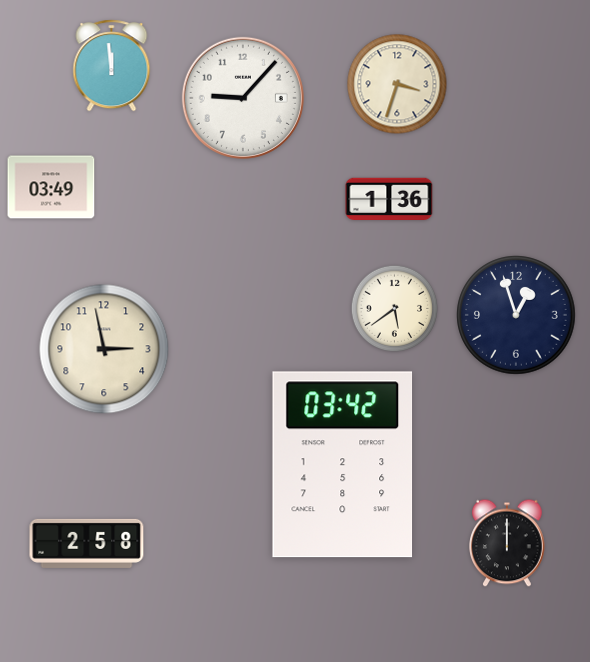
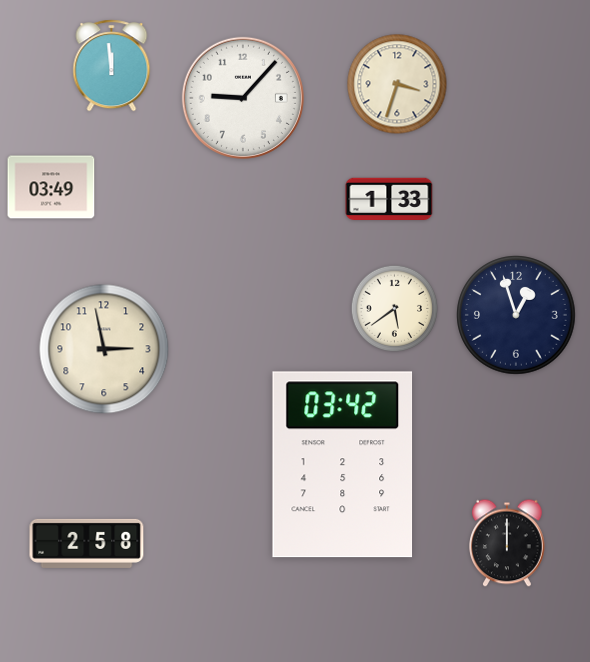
clock at (389, 199): 1:36 -> 1:33
